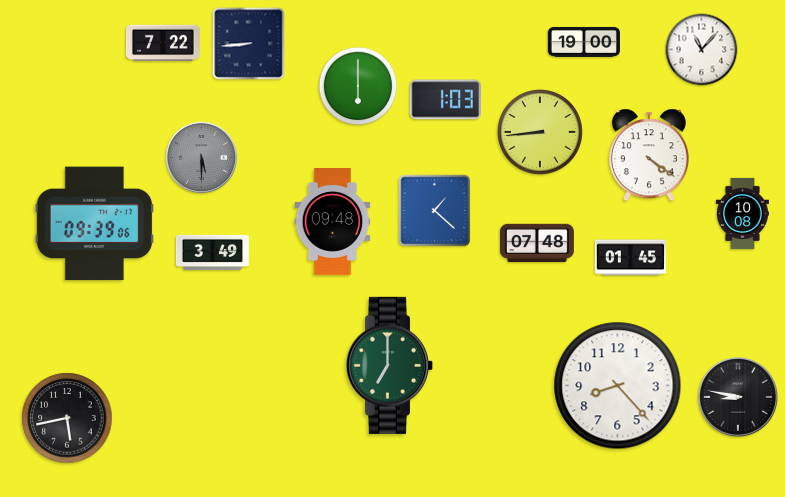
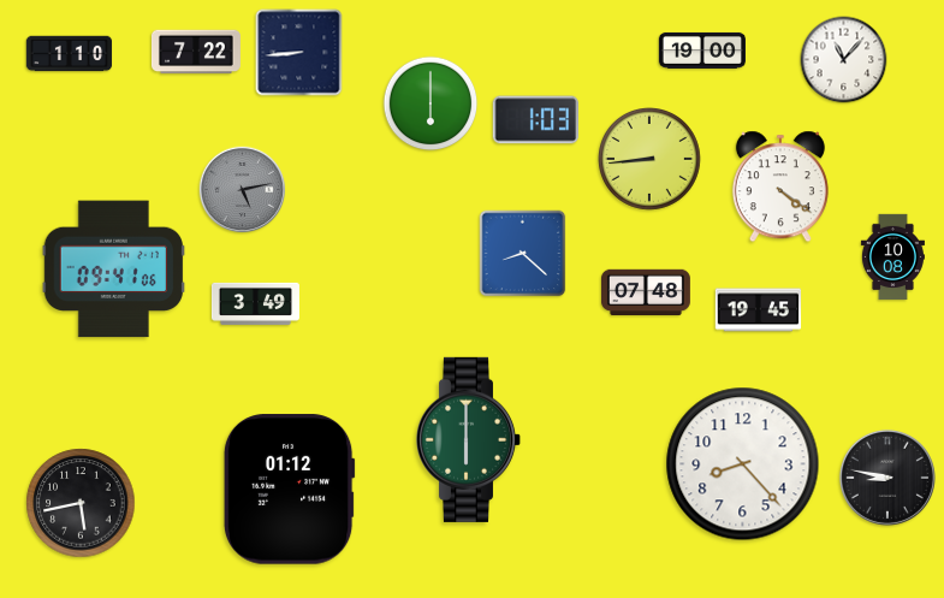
clock at (70, 54): none -> 1:10
clock at (202, 158): 5:30 -> 5:13
clock at (435, 211): 1:22 -> 8:22
clock at (333, 222): 09:48 -> none
clock at (94, 224): 09:39 -> 09:41
clock at (631, 258): 01:45 -> 19:45
clock at (390, 365): 7:00 -> 6:00
clock at (289, 490): none -> 01:12
